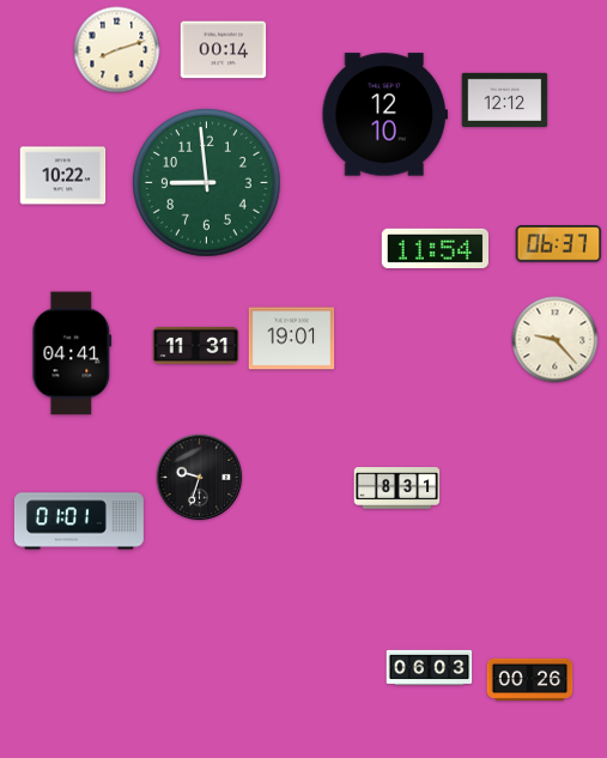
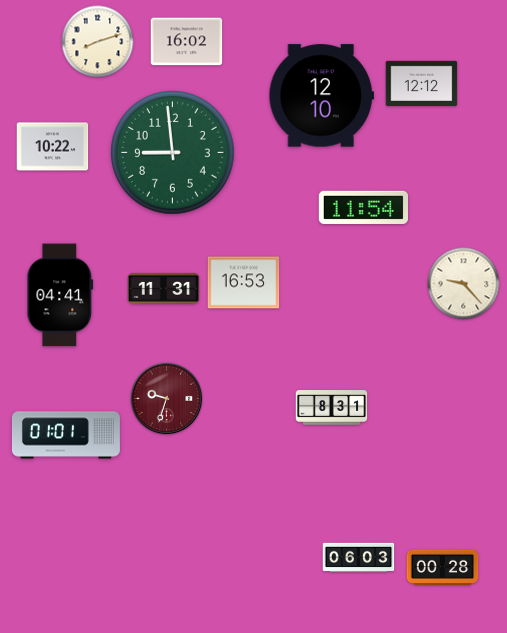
clock at (224, 50): 00:14 -> 16:02
clock at (559, 244): 06:37 -> none
clock at (292, 339): 19:01 -> 16:53
clock at (200, 478) dial: black -> burgundy
clock at (530, 679): 00:26 -> 00:28
